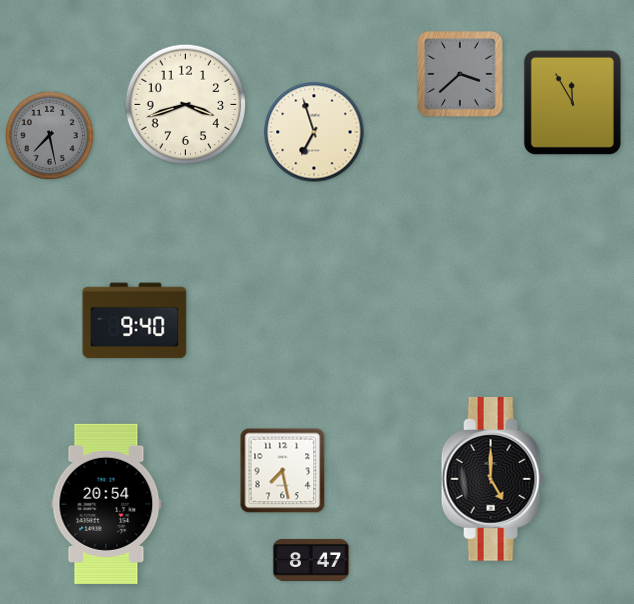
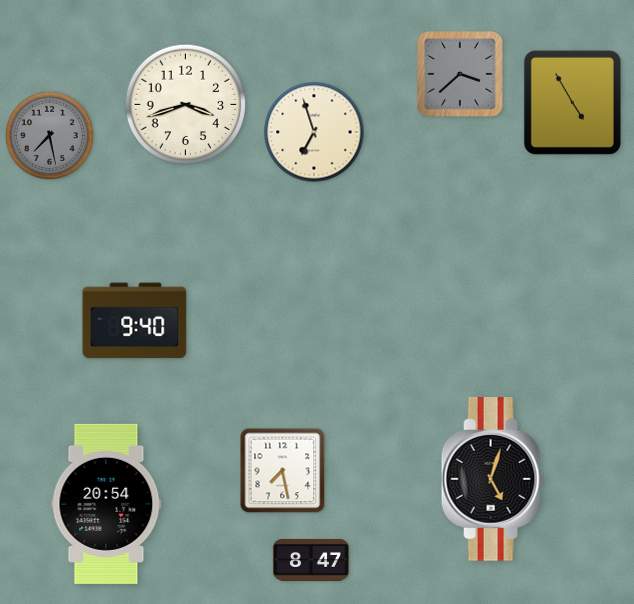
clock at (572, 102): 11:55 -> 4:55
clock at (493, 480): 5:00 -> 5:03
